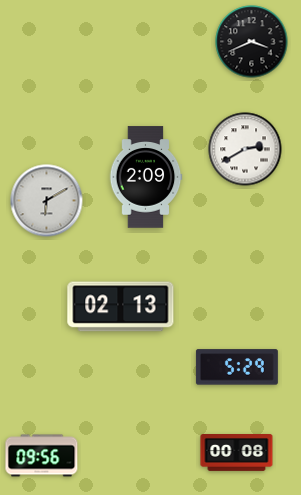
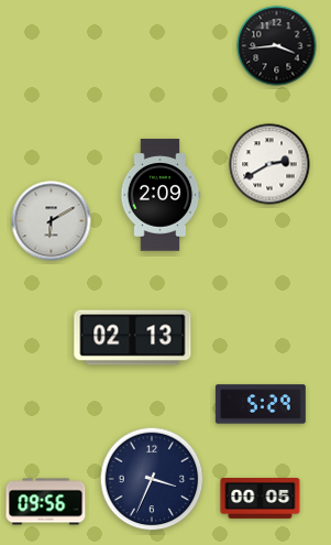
clock at (252, 42): 3:41 -> 3:44
clock at (152, 479): none -> 3:34
clock at (237, 453): 00:08 -> 00:05
